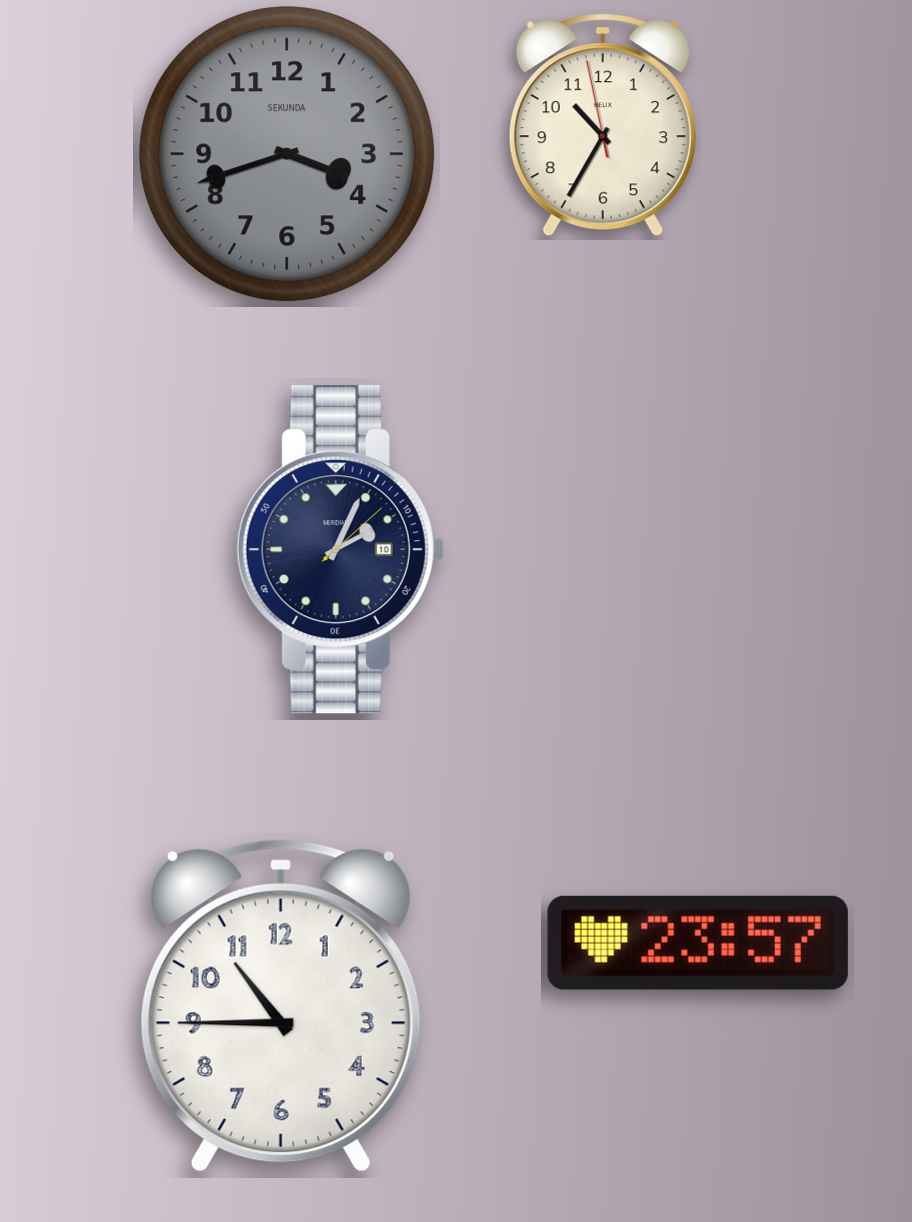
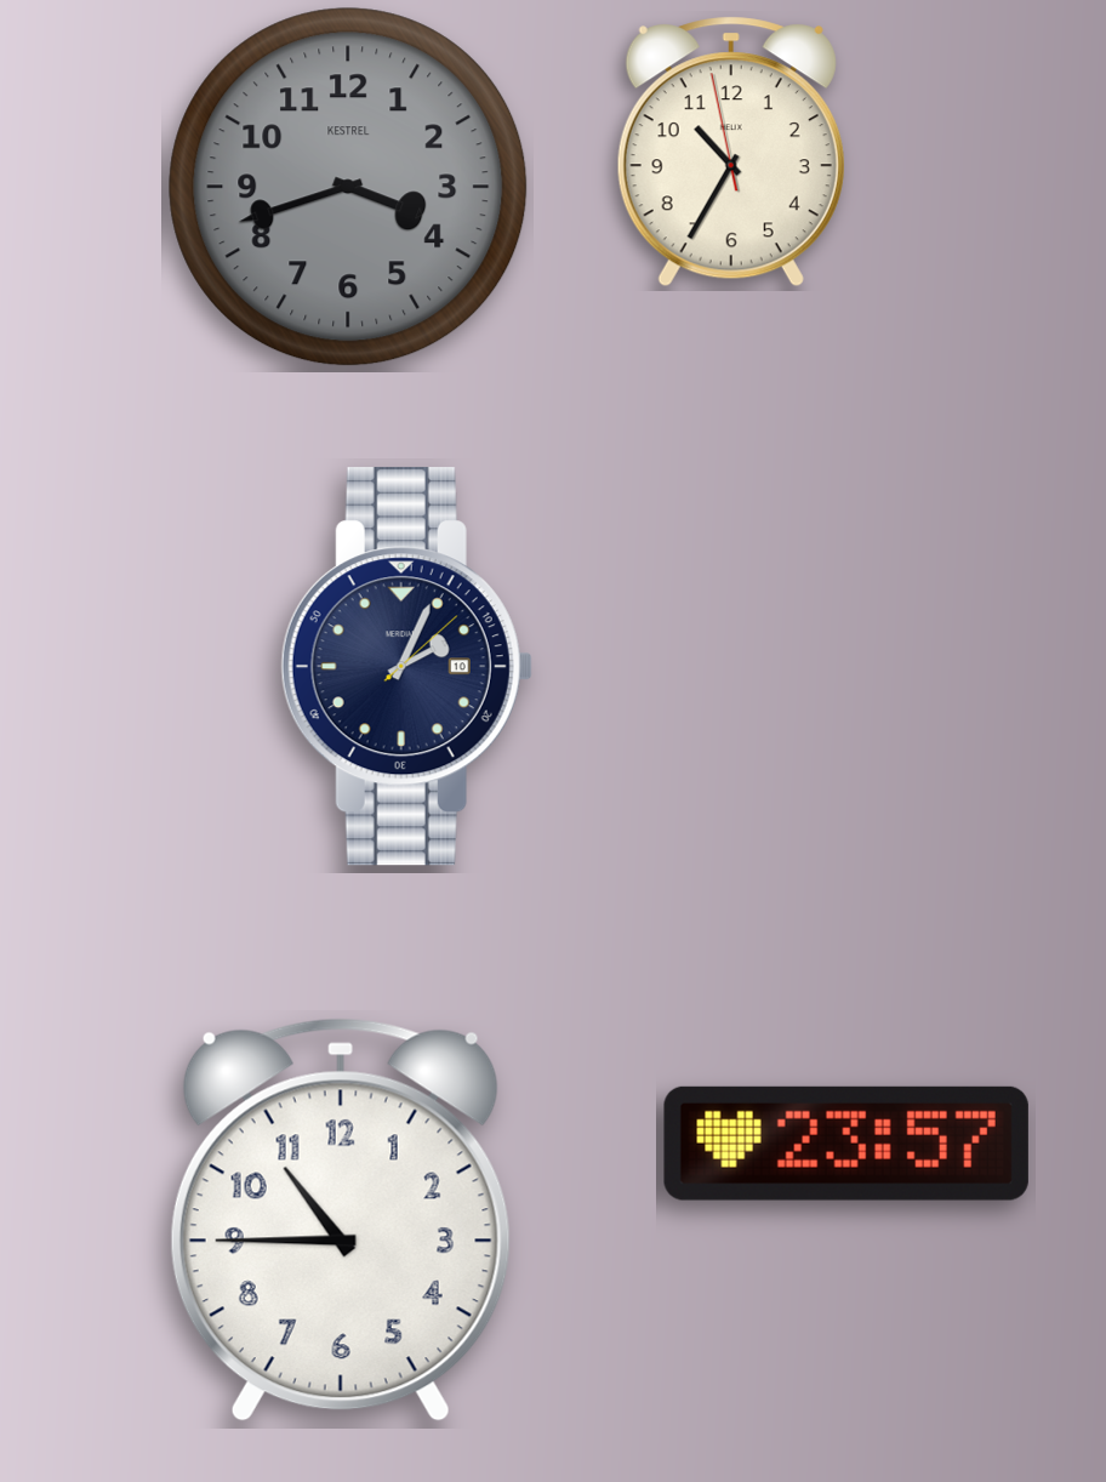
clock at (287, 154) brand: SEKUNDA -> KESTREL
clock at (340, 550) position: (340, 550) -> (406, 667)
